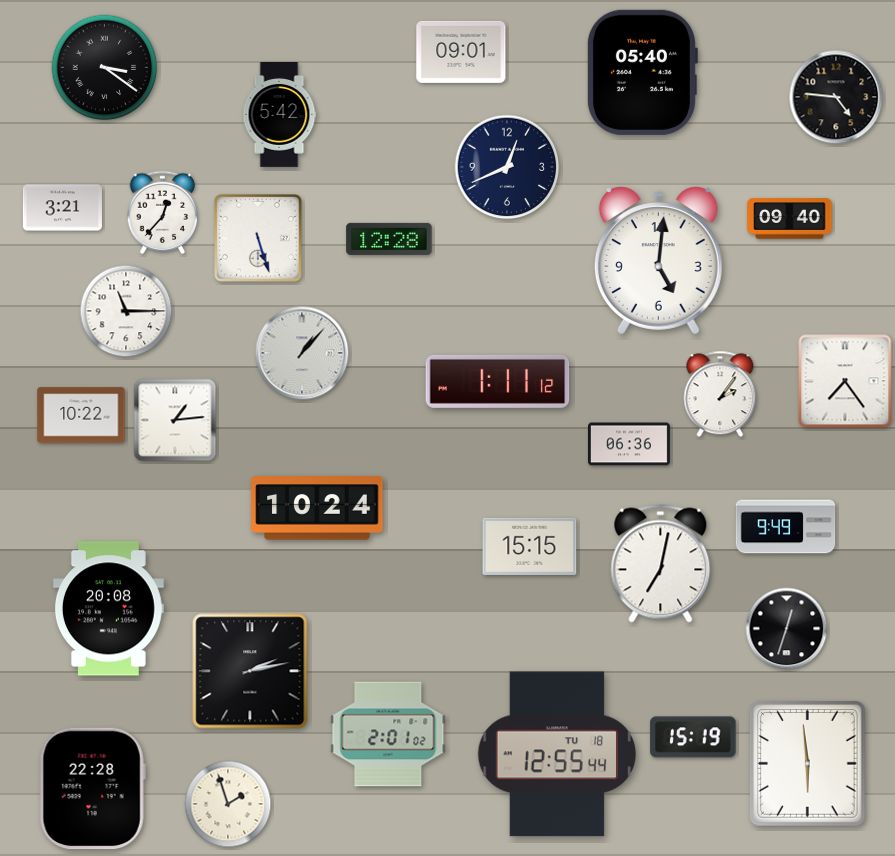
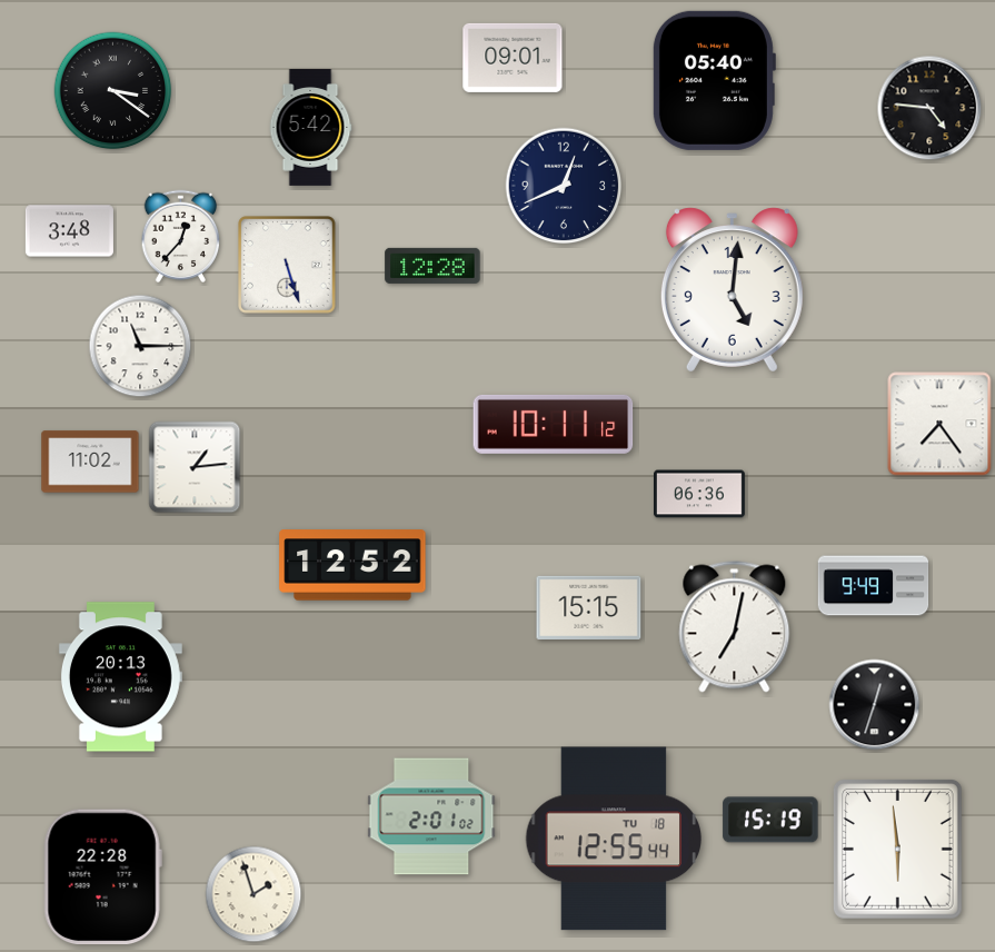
clock at (105, 68) position: (105, 68) -> (113, 91)
clock at (62, 208): 3:21 -> 3:48
clock at (790, 219): 09:40 -> none
clock at (302, 353): 1:07 -> none
clock at (498, 381): 1:11 -> 10:11
clock at (720, 394): 2:06 -> none
clock at (81, 415): 10:22 -> 11:02
clock at (317, 508): 10:24 -> 12:52
clock at (108, 609): 20:08 -> 20:13
clock at (787, 629) position: (787, 629) -> (875, 705)
clock at (250, 671): 2:13 -> none
clock at (557, 754) position: (557, 754) -> (614, 839)
